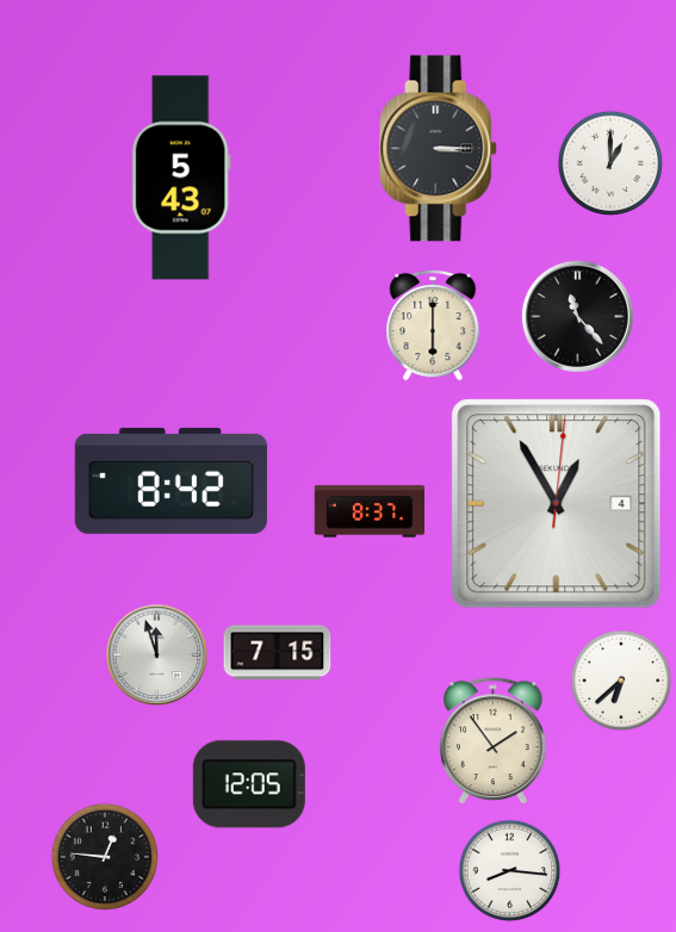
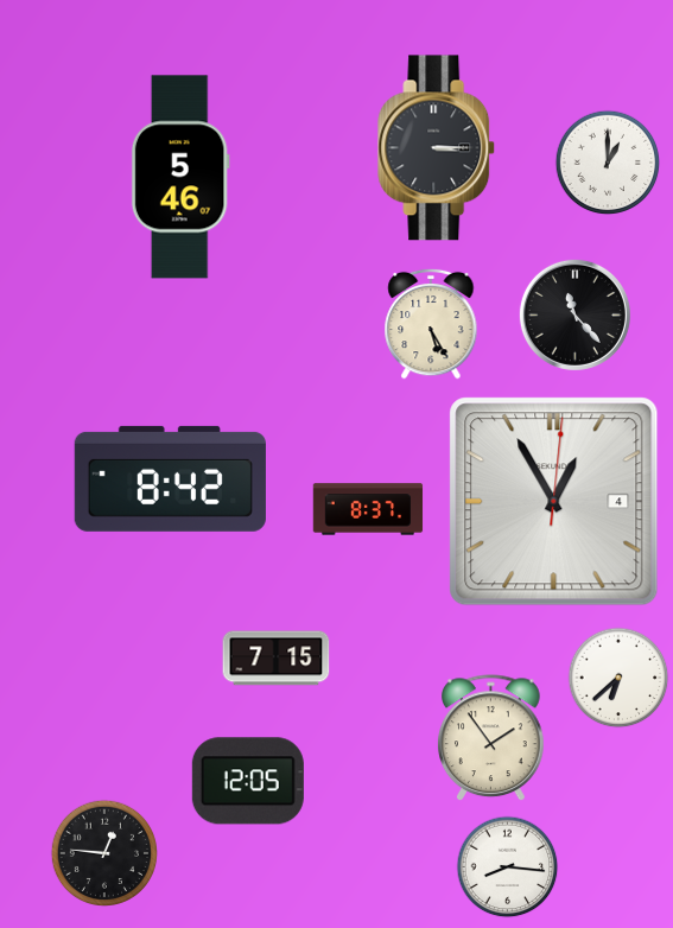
clock at (181, 178): 5:43 -> 5:46
clock at (433, 325): 6:00 -> 5:25
clock at (278, 653) position: (278, 653) -> (277, 659)
clock at (157, 655): 11:57 -> none
